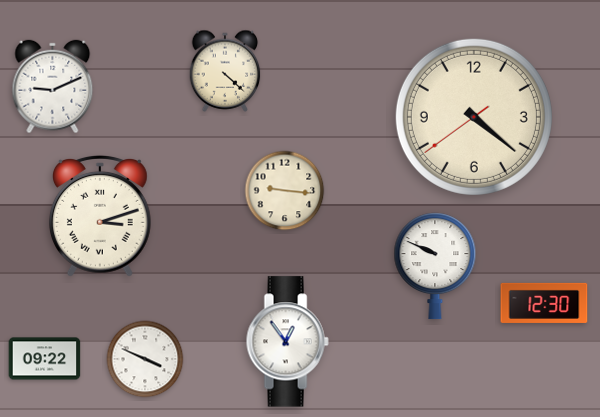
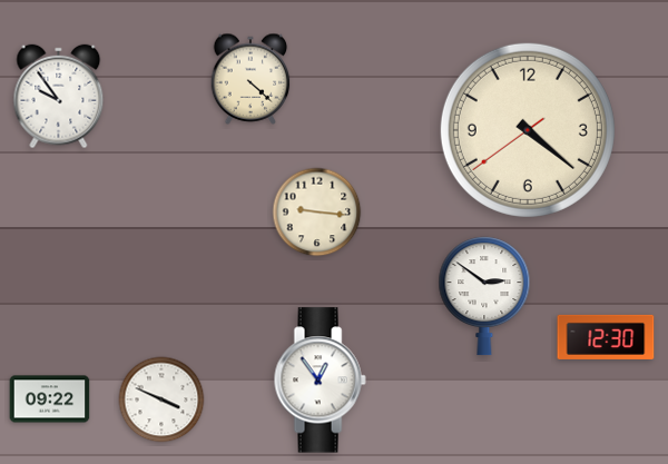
clock at (53, 87): 9:11 -> 9:54
clock at (100, 216): 3:12 -> none
clock at (435, 266): 9:49 -> 2:51
